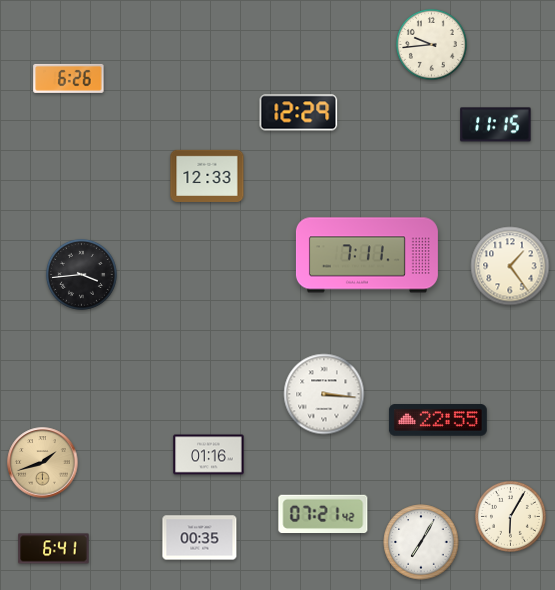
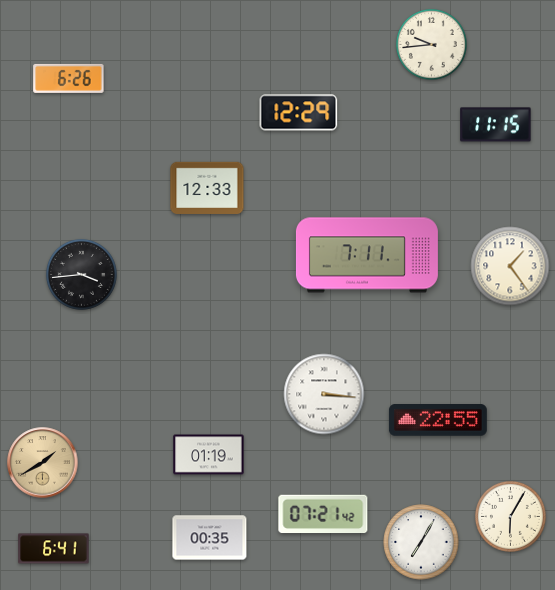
clock at (207, 176) position: (207, 176) -> (207, 188)
clock at (209, 455): 01:16 -> 01:19
clock at (43, 463): 1:42 -> 1:40
clock at (200, 538) position: (200, 538) -> (210, 538)
